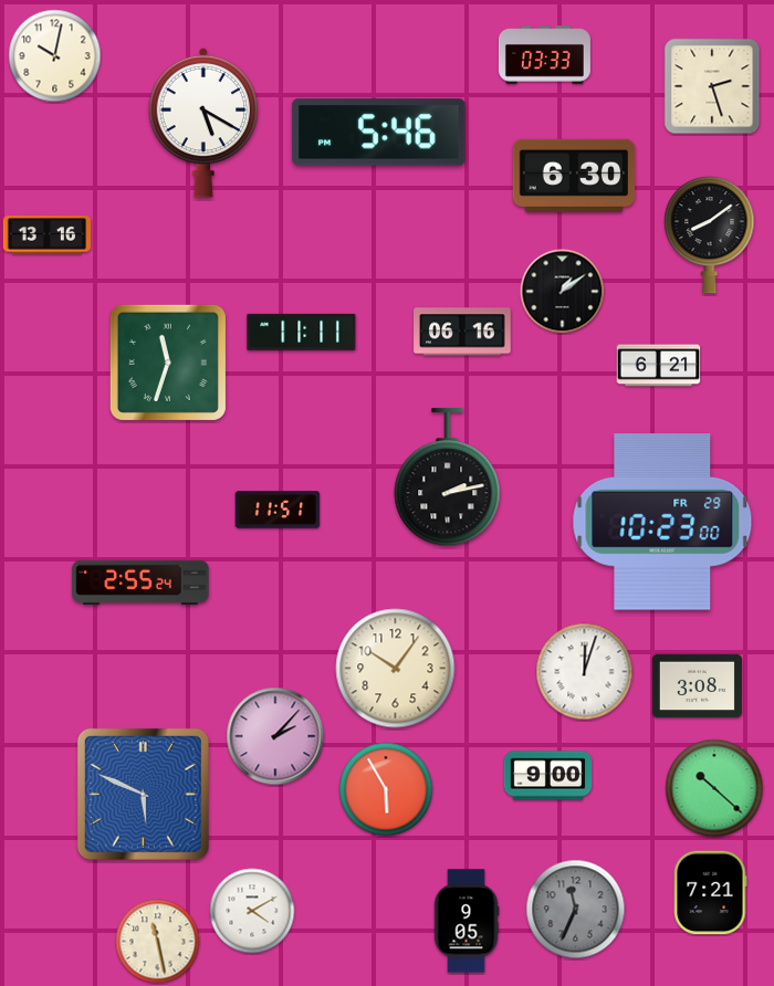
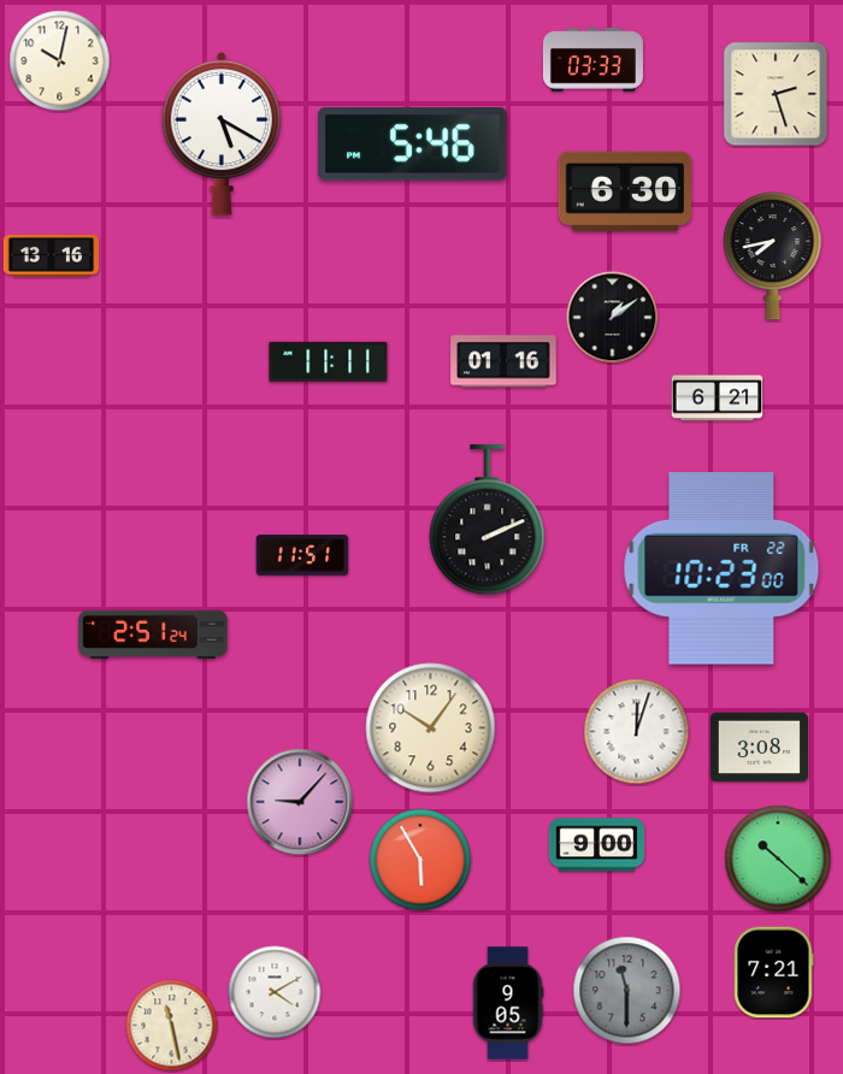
clock at (710, 235): 8:09 -> 7:43
clock at (462, 332): 06:16 -> 01:16
clock at (168, 363): 11:33 -> none
clock at (448, 478): 2:13 -> 2:11
clock at (662, 523) date: FR 29 -> FR 22
clock at (140, 583): 2:55 -> 2:51
clock at (275, 736): 2:07 -> 9:07
clock at (143, 794): 5:49 -> none
clock at (576, 910): 11:34 -> 11:30
